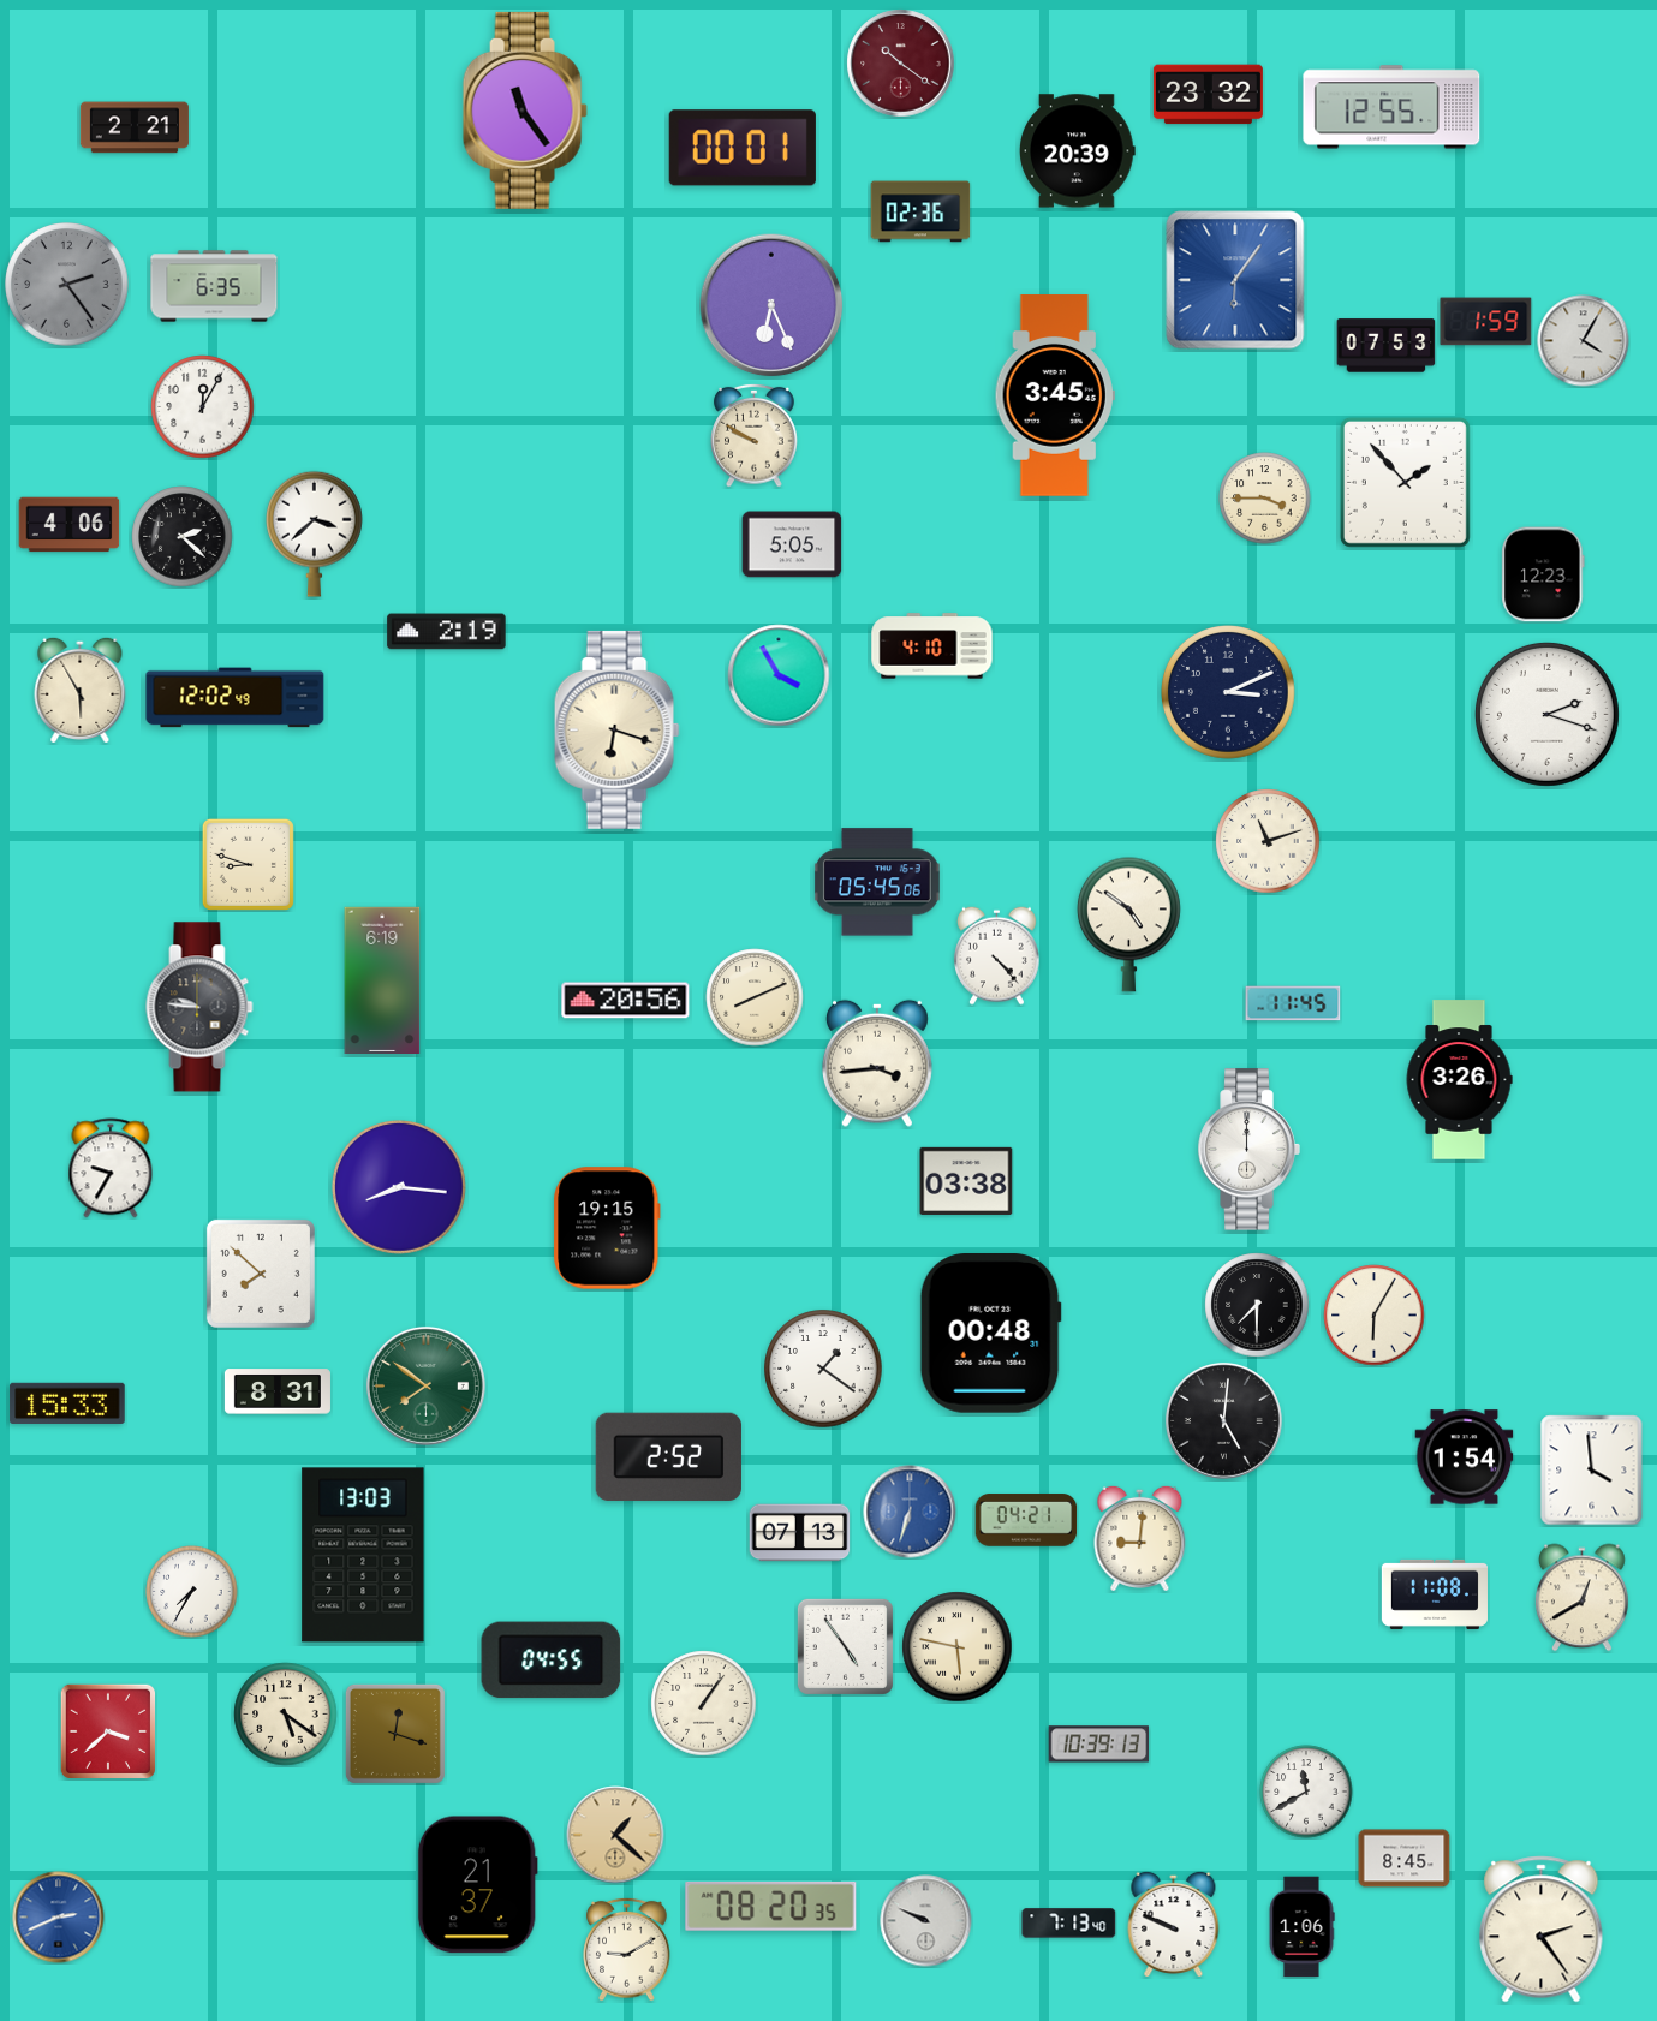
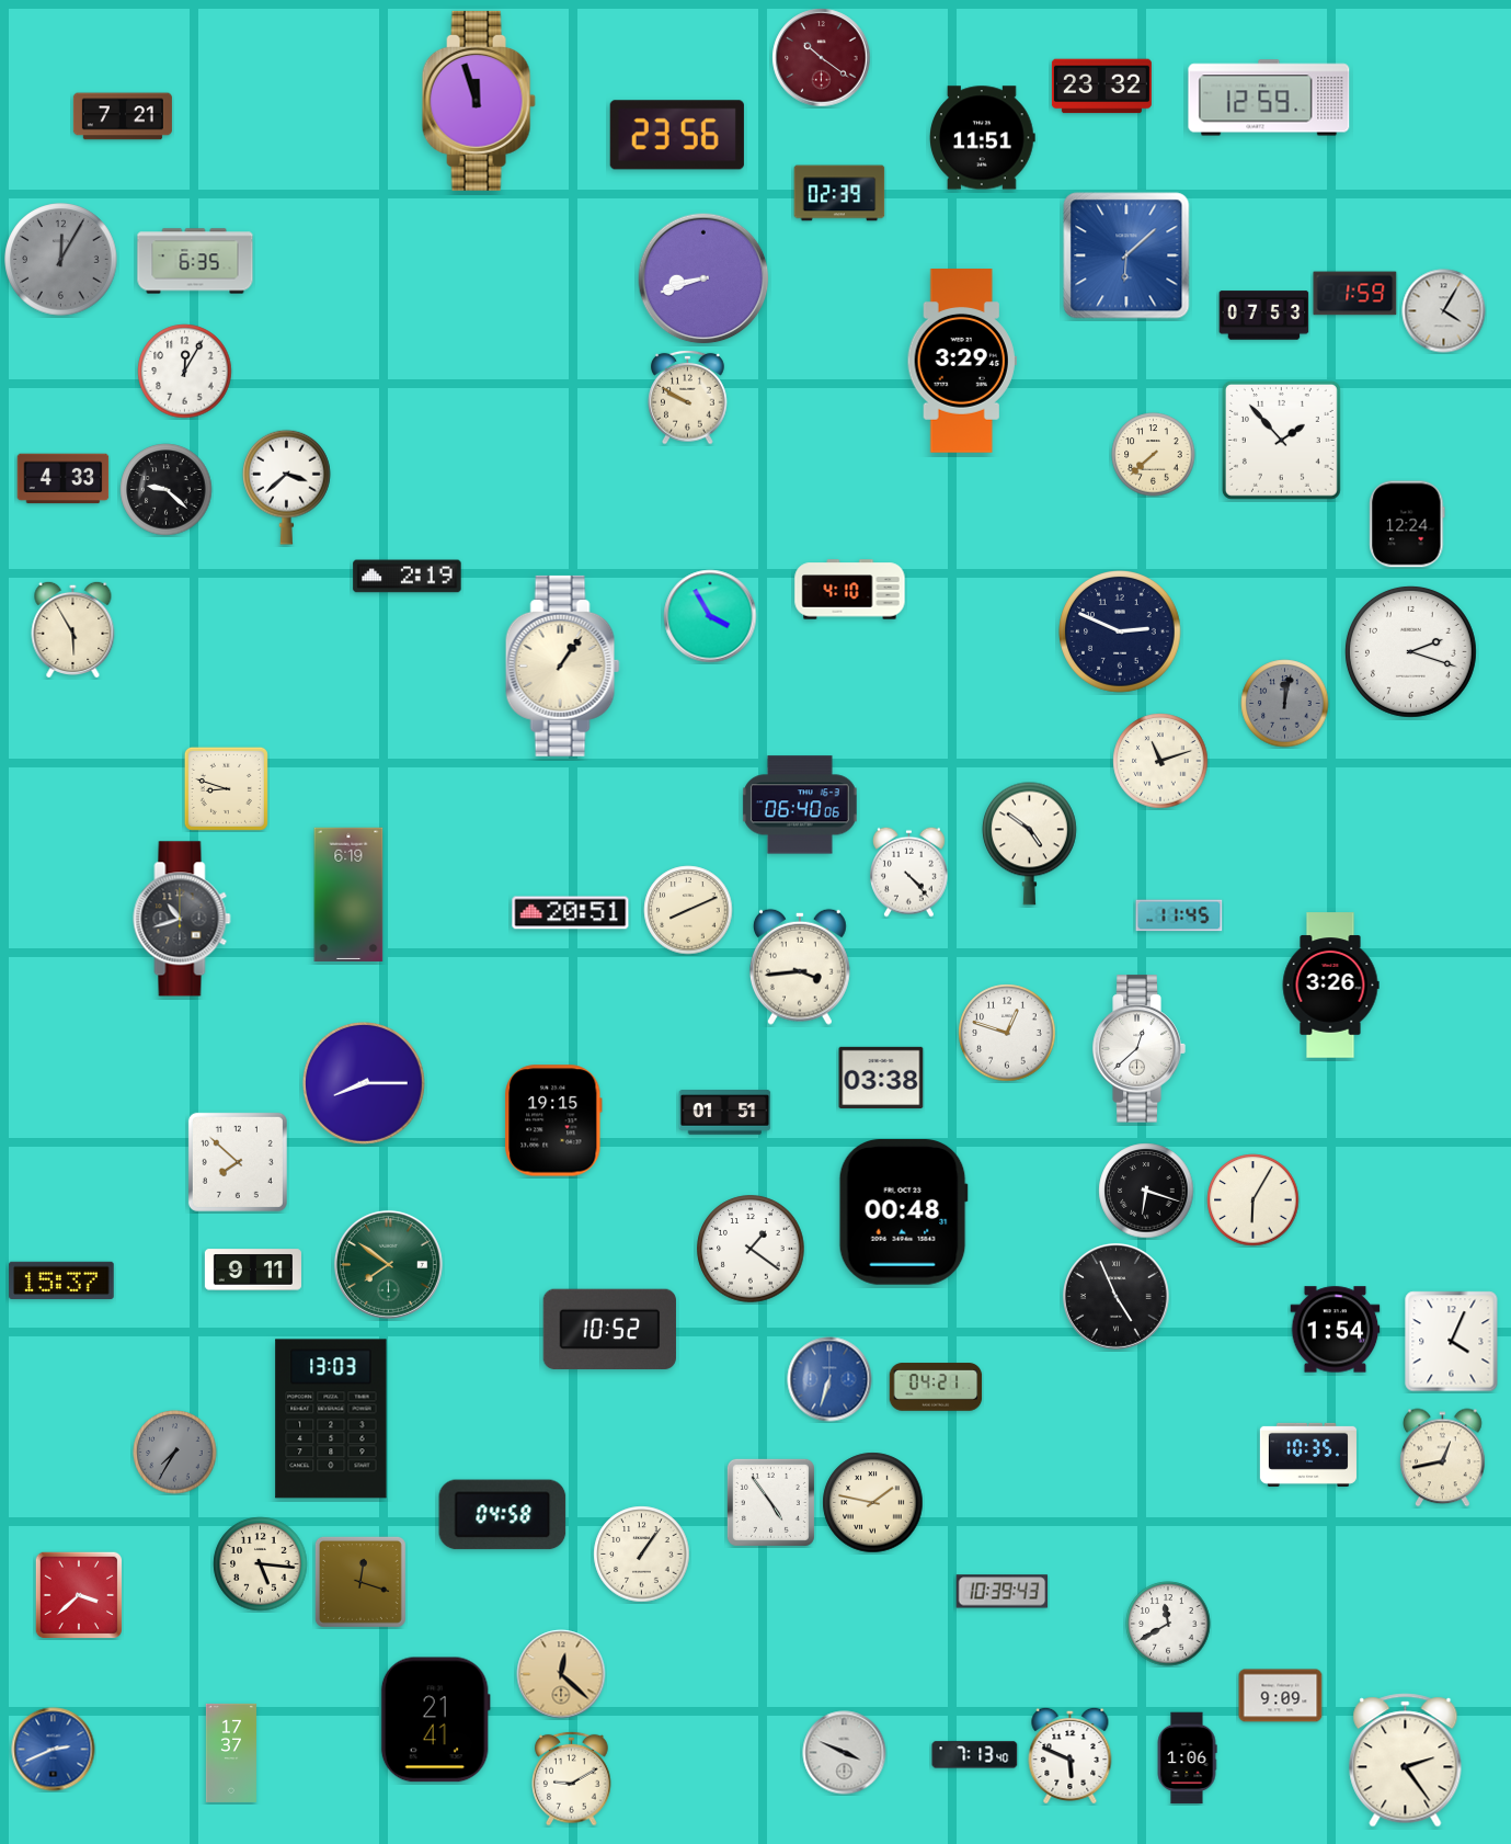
clock at (1391, 107): 12:55 -> 12:59
clock at (525, 111): 11:24 -> 11:57
clock at (135, 127): 2:21 -> 7:21
clock at (743, 148): 00:01 -> 23:56
clock at (1078, 151): 20:39 -> 11:51
clock at (920, 211): 02:36 -> 02:39
clock at (1235, 280): 6:06 -> 6:08
clock at (67, 285): 2:24 -> 12:05
clock at (771, 305): 6:26 -> 8:42
clock at (1055, 395): 3:45 -> 3:29
clock at (1265, 499): 3:45 -> 7:38
clock at (70, 525): 4:06 -> 4:33
clock at (183, 537): 2:22 -> 9:22
clock at (792, 544): 5:05 -> none
clock at (1543, 574): 12:23 -> 12:24
clock at (1229, 693): 3:11 -> 2:49
clock at (236, 698): 12:02 -> none
clock at (616, 729): 6:18 -> 1:06
clock at (1285, 704): none -> 12:02
clock at (1268, 841) position: (1268, 841) -> (1160, 761)
clock at (877, 882): 05:45 -> 06:40
clock at (626, 1001): 20:56 -> 20:51
clock at (199, 1007): 9:46 -> 10:42
clock at (877, 1063) position: (877, 1063) -> (800, 967)
clock at (1007, 1033): none -> 12:48
clock at (1248, 1150): 12:00 -> 12:38
clock at (111, 1168): 9:35 -> none
clock at (400, 1188): 8:16 -> 8:15
clock at (725, 1113): none -> 01:51
clock at (1257, 1305): 7:30 -> 6:18
clock at (990, 1334) position: (990, 1334) -> (903, 1213)
clock at (278, 1391): 8:31 -> 9:11
clock at (67, 1402): 15:33 -> 15:37
clock at (1223, 1420): 5:01 -> 4:56
clock at (668, 1456): 2:52 -> 10:52
clock at (1592, 1471): 3:59 -> 4:04
clock at (800, 1533): 07:13 -> none
clock at (1140, 1537): 9:01 -> none
clock at (192, 1592) dial: white -> grey
clock at (1435, 1594): 11:08 -> 10:35
clock at (1583, 1598): 12:40 -> 12:43
clock at (958, 1647): 5:47 -> 1:47
clock at (552, 1661): 04:55 -> 04:58
clock at (286, 1715): 5:21 -> 5:16
clock at (107, 1730) position: (107, 1730) -> (78, 1594)
clock at (1099, 1745): 10:39:13 -> 10:39:43
clock at (1306, 1792) position: (1306, 1792) -> (1168, 1624)
clock at (615, 1835): 1:22 -> 12:22
clock at (1405, 1859): 8:45 -> 9:09
clock at (477, 1885): 21:37 -> 21:41
clock at (771, 1906): 08:20 -> none
clock at (231, 1753): none -> 17:37
clock at (926, 1921): 9:49 -> 3:49
clock at (1174, 1922): 9:49 -> 5:49
